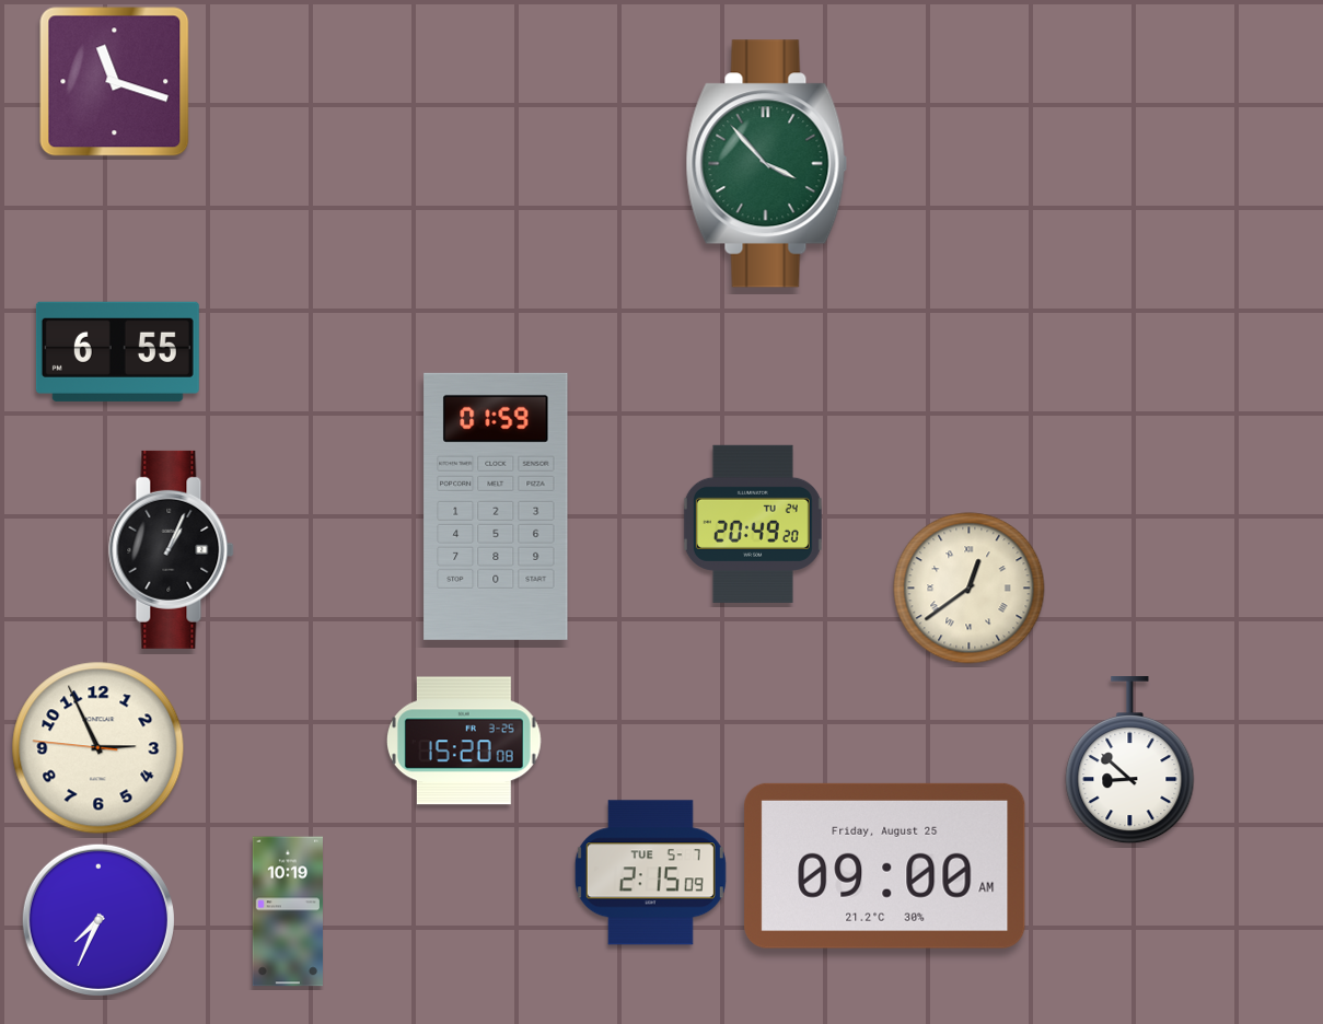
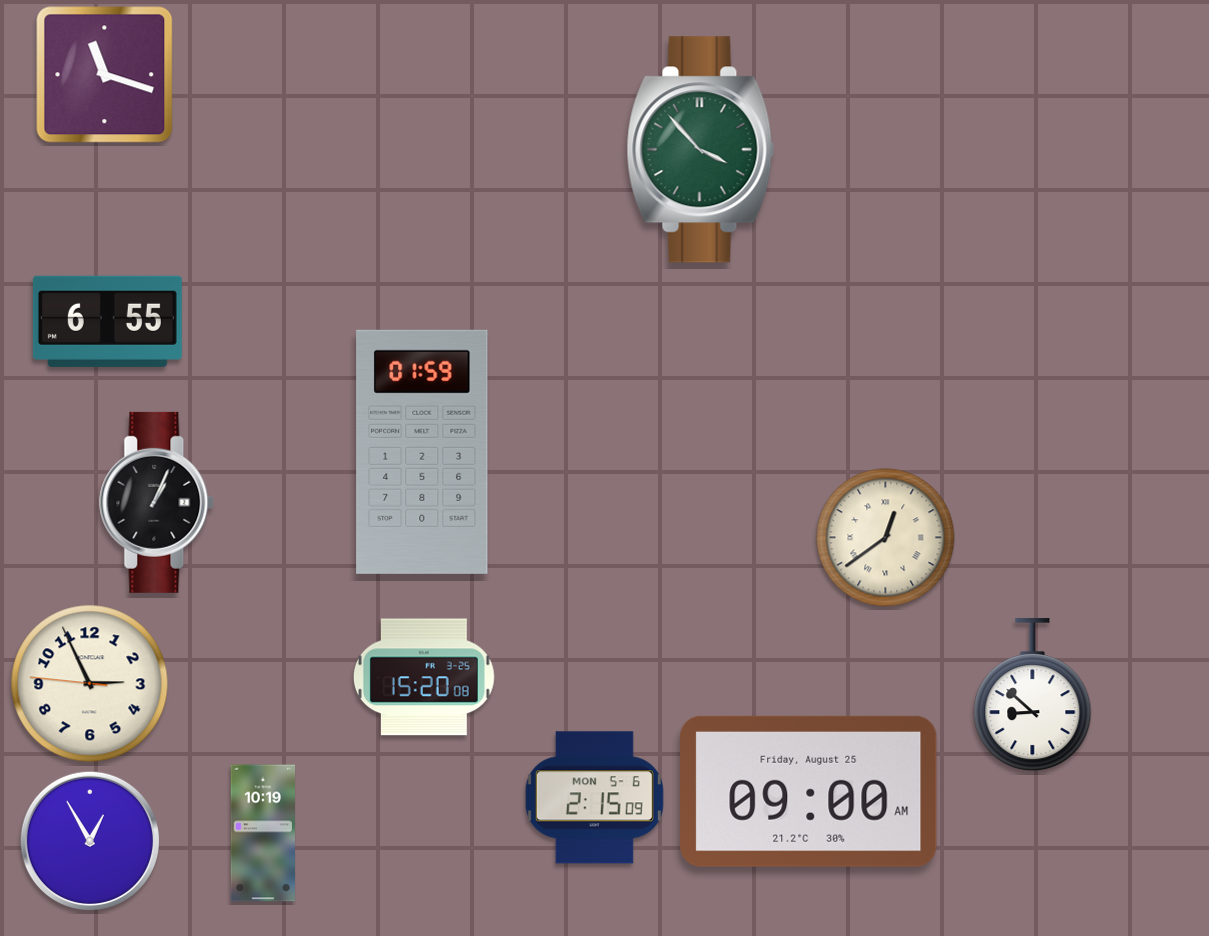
clock at (496, 507) position: (496, 507) -> (422, 452)
clock at (753, 524): 20:49 -> none
clock at (650, 873) date: TUE 5-7 -> MON 5-6
clock at (98, 920): 7:34 -> 12:55
